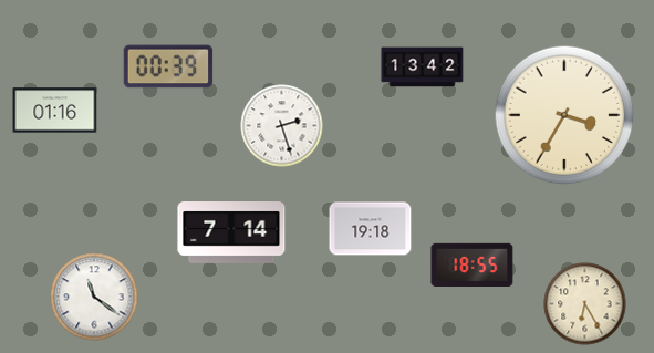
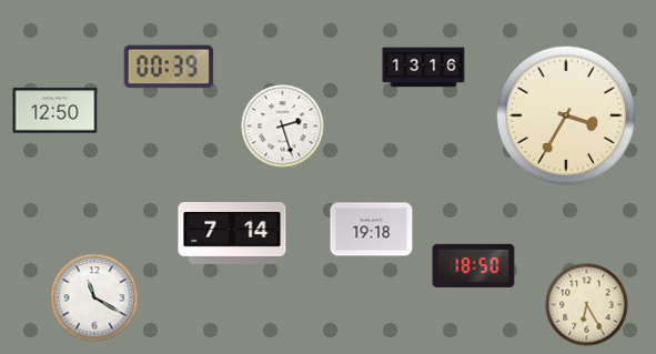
clock at (423, 68): 13:42 -> 13:16
clock at (55, 111): 01:16 -> 12:50
clock at (473, 266): 18:55 -> 18:50
clock at (94, 297): 11:21 -> 11:20
